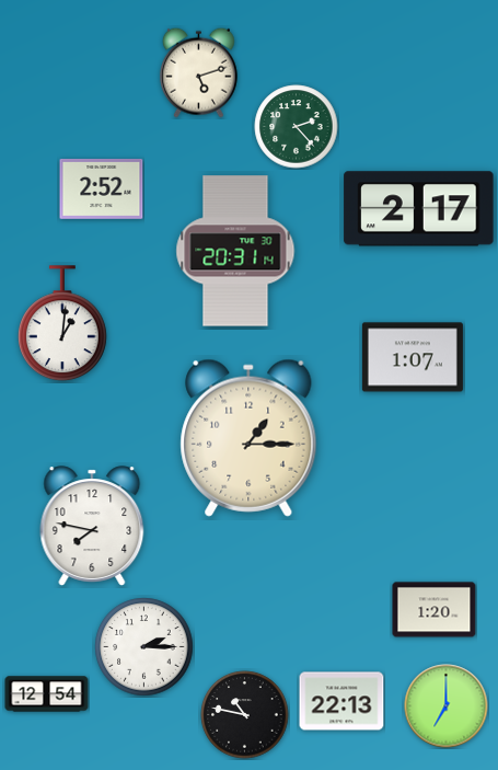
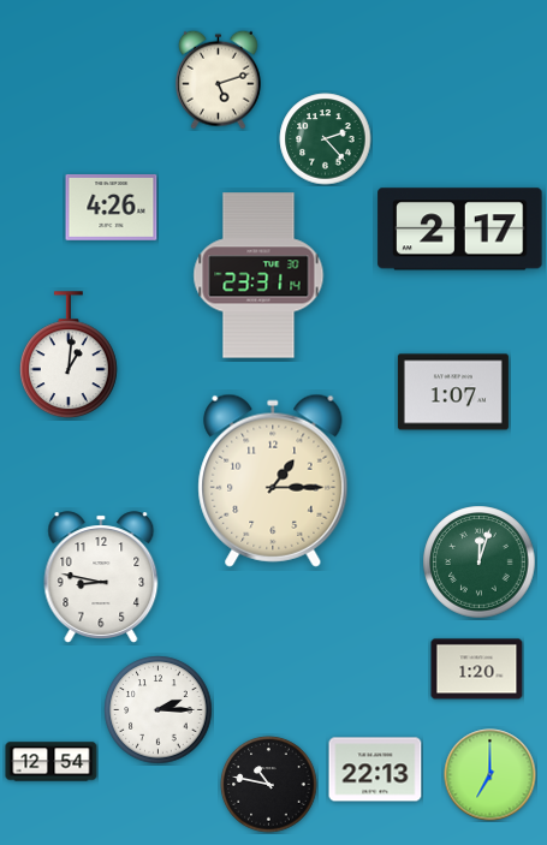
clock at (102, 189): 2:52 -> 4:26
clock at (235, 251): 20:31 -> 23:31
clock at (480, 563): none -> 12:03
clock at (92, 526): 7:47 -> 8:47
